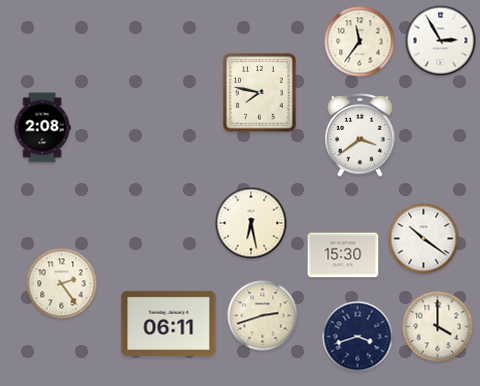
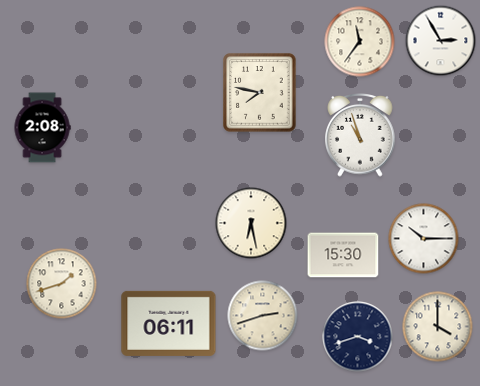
clock at (360, 136): 3:39 -> 10:57
clock at (424, 239): 10:21 -> 10:15
clock at (62, 284): 2:24 -> 1:42
